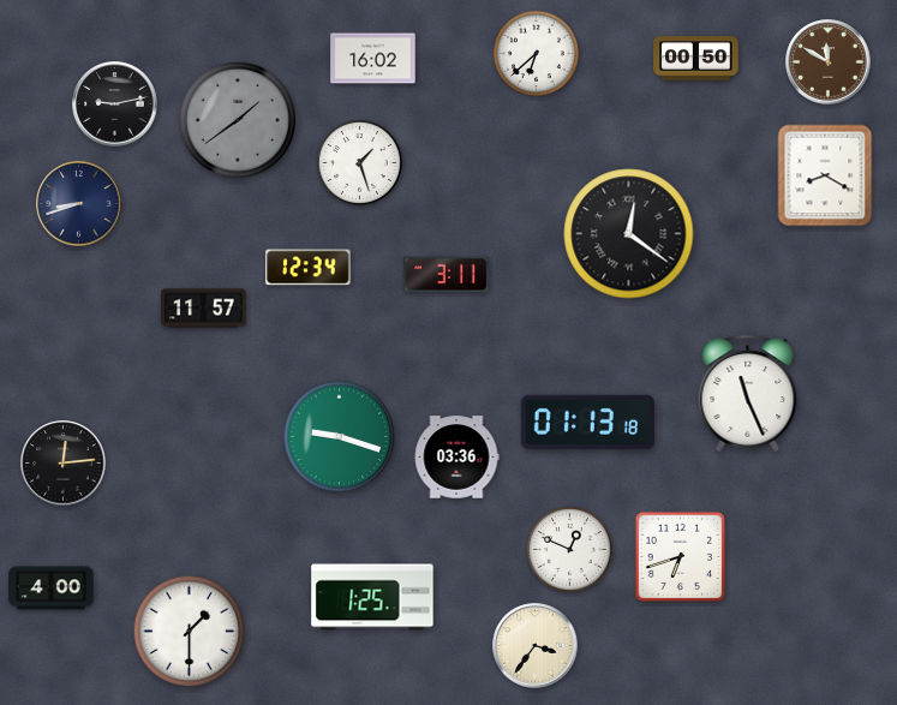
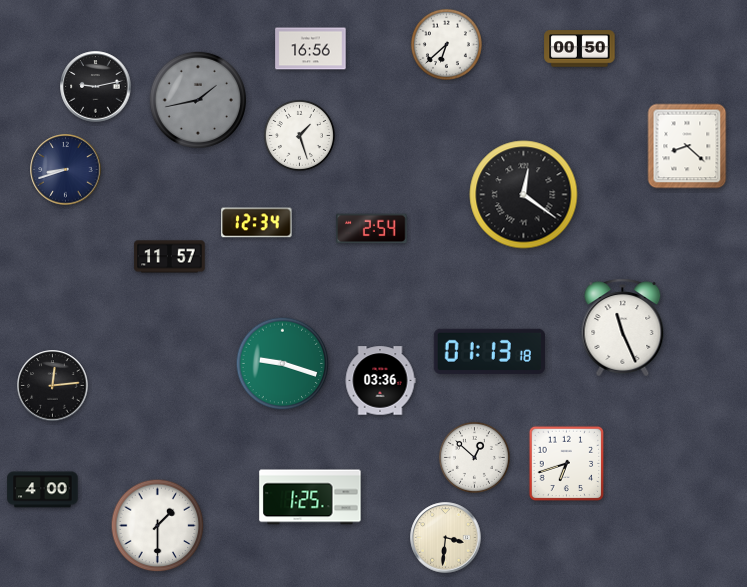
clock at (373, 59): 16:02 -> 16:56
clock at (829, 62): 11:50 -> none
clock at (238, 120): 1:39 -> 1:43
clock at (825, 175): 8:20 -> 8:22
clock at (447, 275): 3:11 -> 2:54
clock at (569, 549): 12:49 -> 12:52
clock at (536, 646): 3:36 -> 3:31
